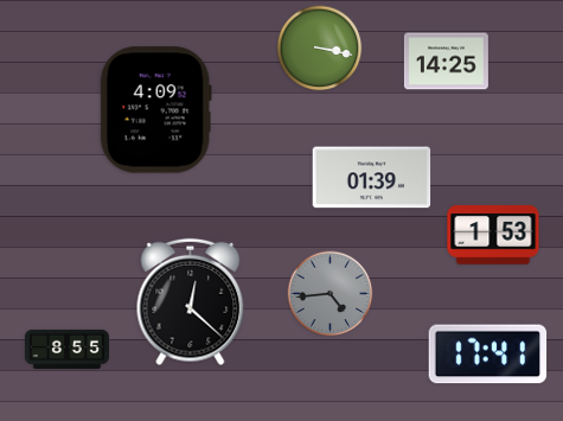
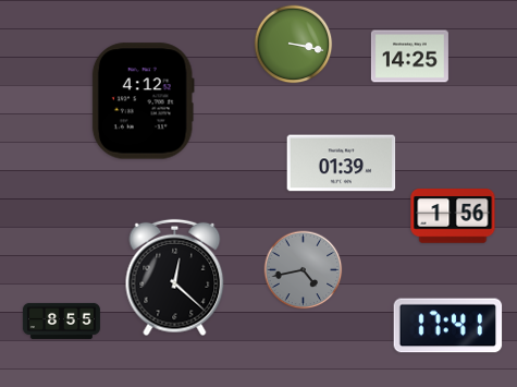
clock at (155, 110): 4:09 -> 4:12
clock at (493, 235): 1:53 -> 1:56
clock at (331, 294): 4:44 -> 4:43
